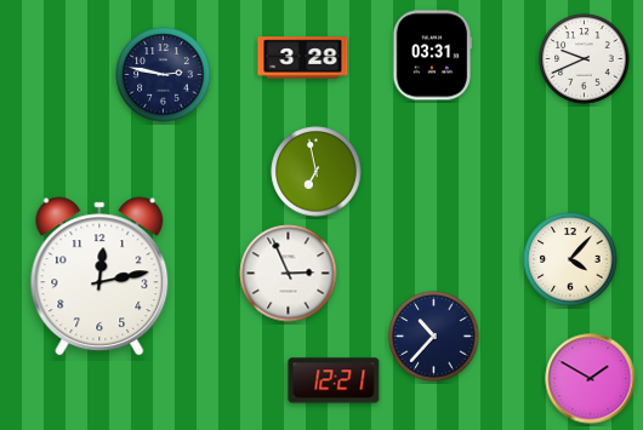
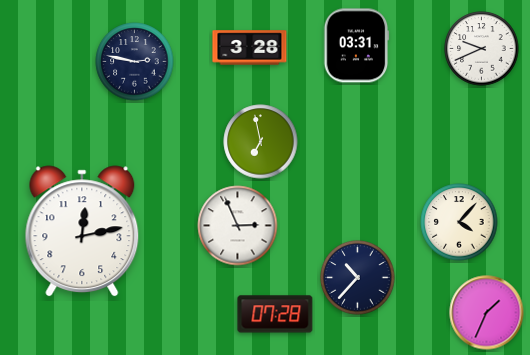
clock at (570, 259) position: (570, 259) -> (459, 222)
clock at (99, 276) position: (99, 276) -> (82, 231)
clock at (591, 379): 1:50 -> 1:34
clock at (334, 380): 12:21 -> 07:28
